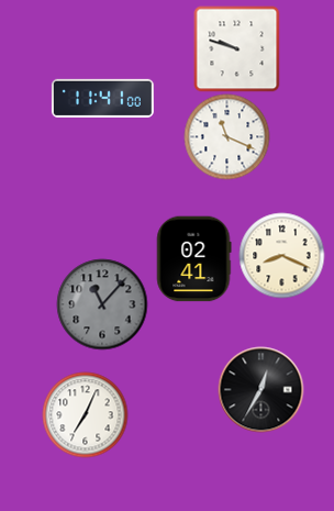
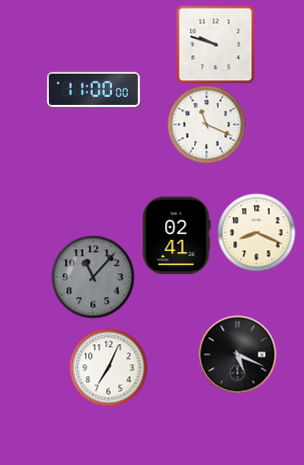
clock at (102, 98): 11:41 -> 11:00
clock at (260, 389): 12:35 -> 5:19
clock at (85, 414) position: (85, 414) -> (108, 367)
